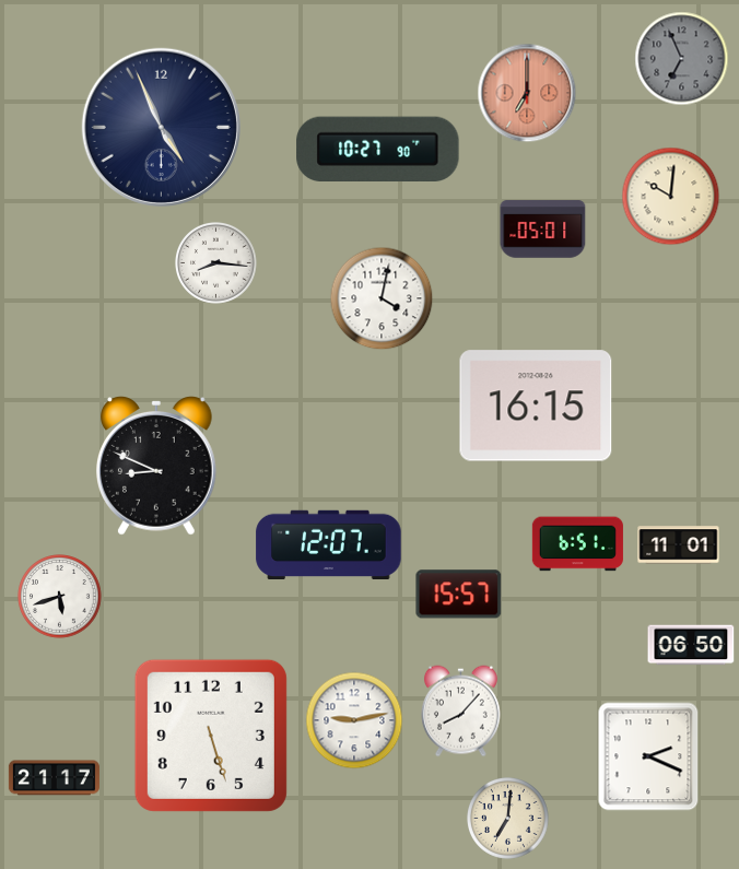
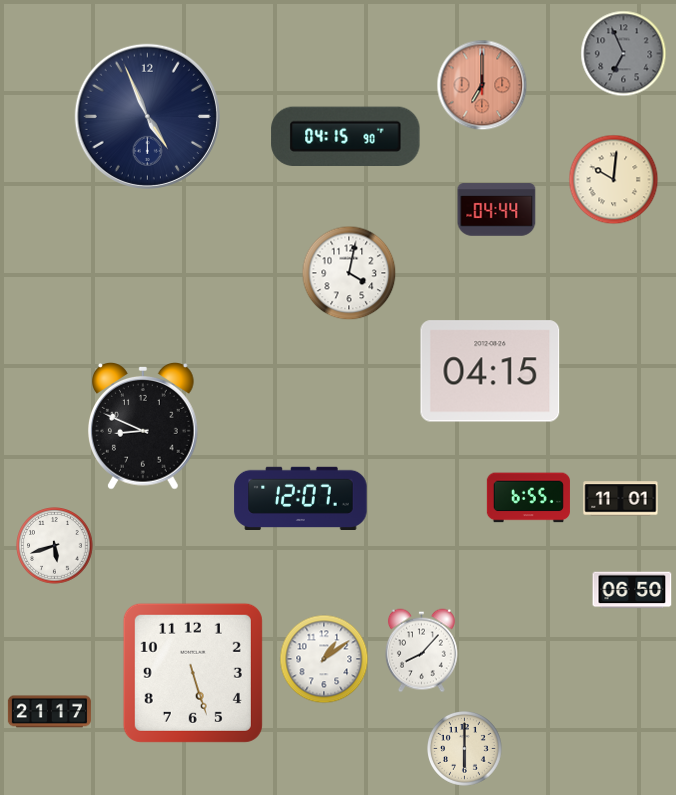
clock at (378, 150): 10:27 -> 04:15
clock at (543, 230): 05:01 -> 04:44
clock at (216, 263): 8:16 -> none
clock at (536, 406): 16:15 -> 04:15
clock at (577, 544): 6:51 -> 6:55
clock at (459, 595): 15:57 -> none
clock at (354, 720): 9:13 -> 1:09
clock at (648, 756): 2:19 -> none
clock at (508, 819): 7:01 -> 6:00
